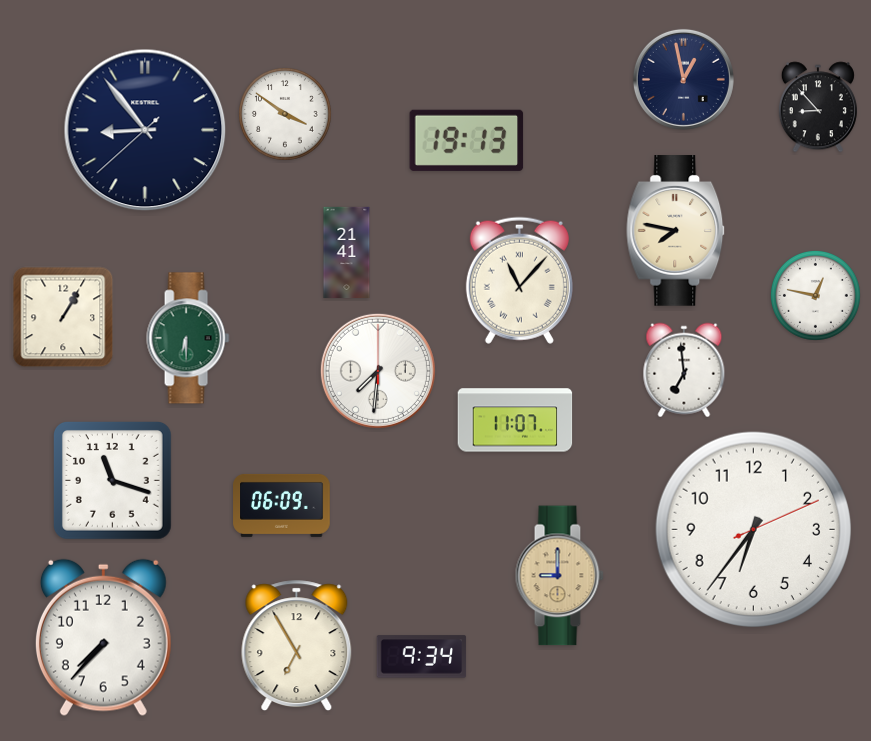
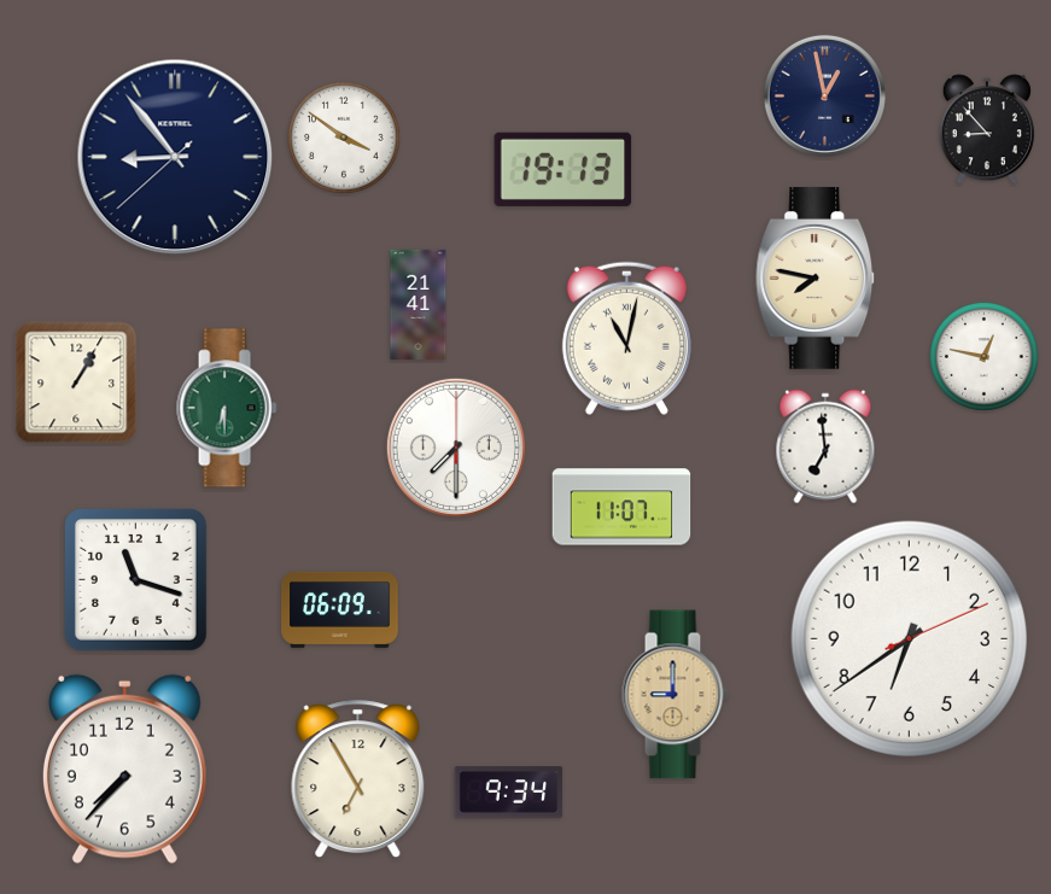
clock at (519, 280): 11:07 -> 11:02
clock at (378, 371): 7:31 -> 7:30
clock at (754, 530): 6:36 -> 6:39
